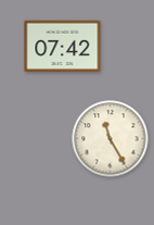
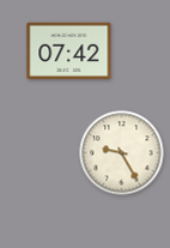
clock at (111, 139): 11:25 -> 9:25
